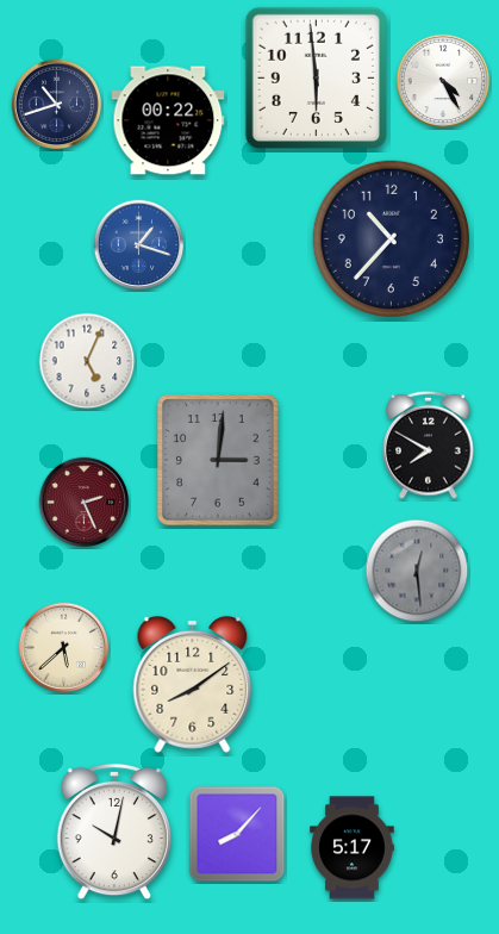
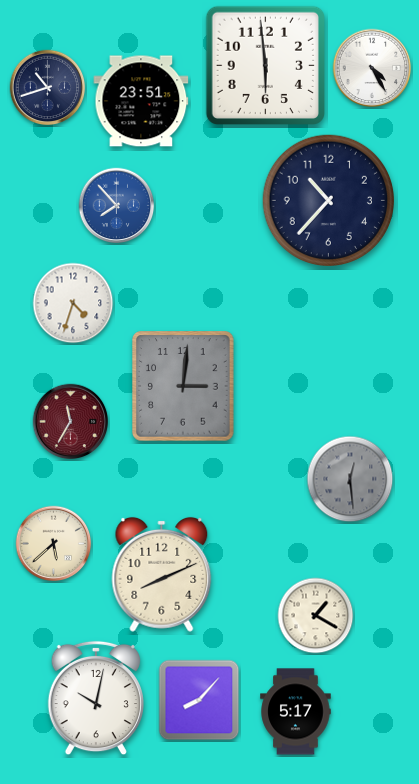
clock at (168, 120): 00:22 -> 23:51
clock at (139, 245): 1:18 -> 7:53
clock at (87, 361): 5:04 -> 4:33
clock at (429, 444): 7:50 -> none
clock at (85, 503): 2:26 -> 11:35
clock at (193, 684): 8:09 -> 8:11
clock at (316, 616): none -> 1:20
